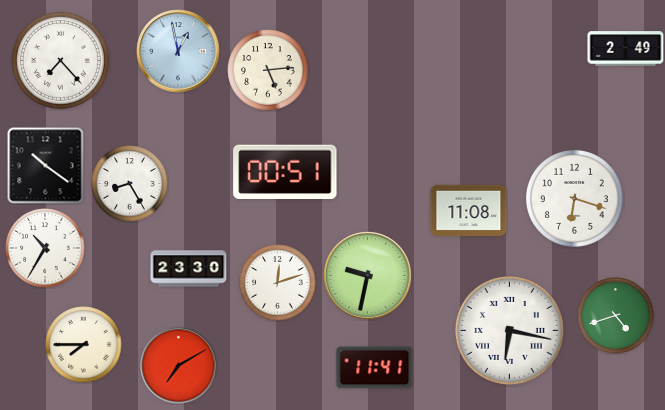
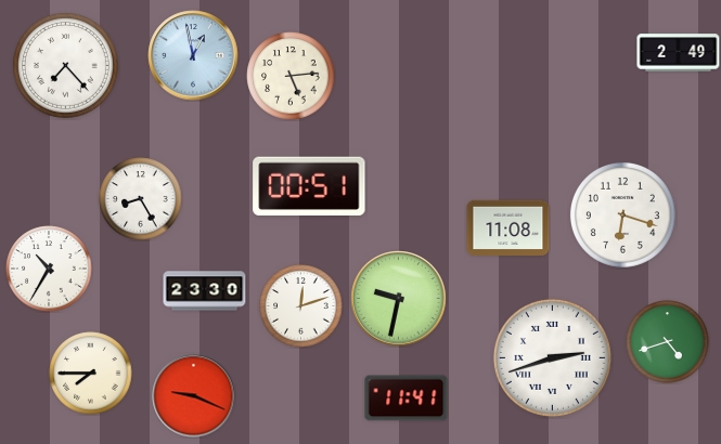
clock at (46, 166): 10:21 -> none
clock at (509, 330): 6:17 -> 2:42
clock at (179, 366): 7:10 -> 9:19
